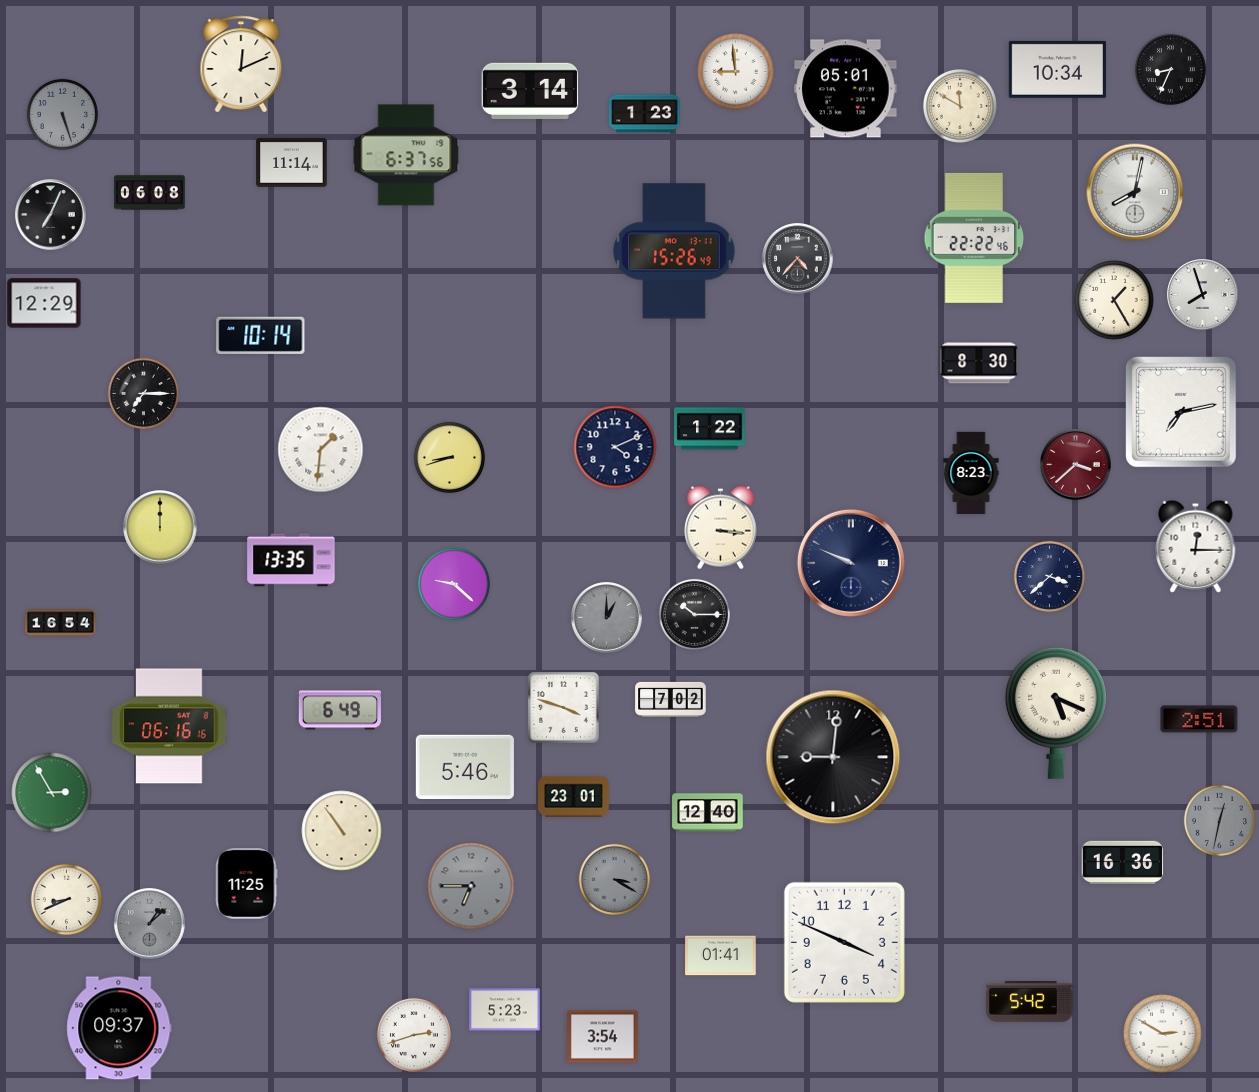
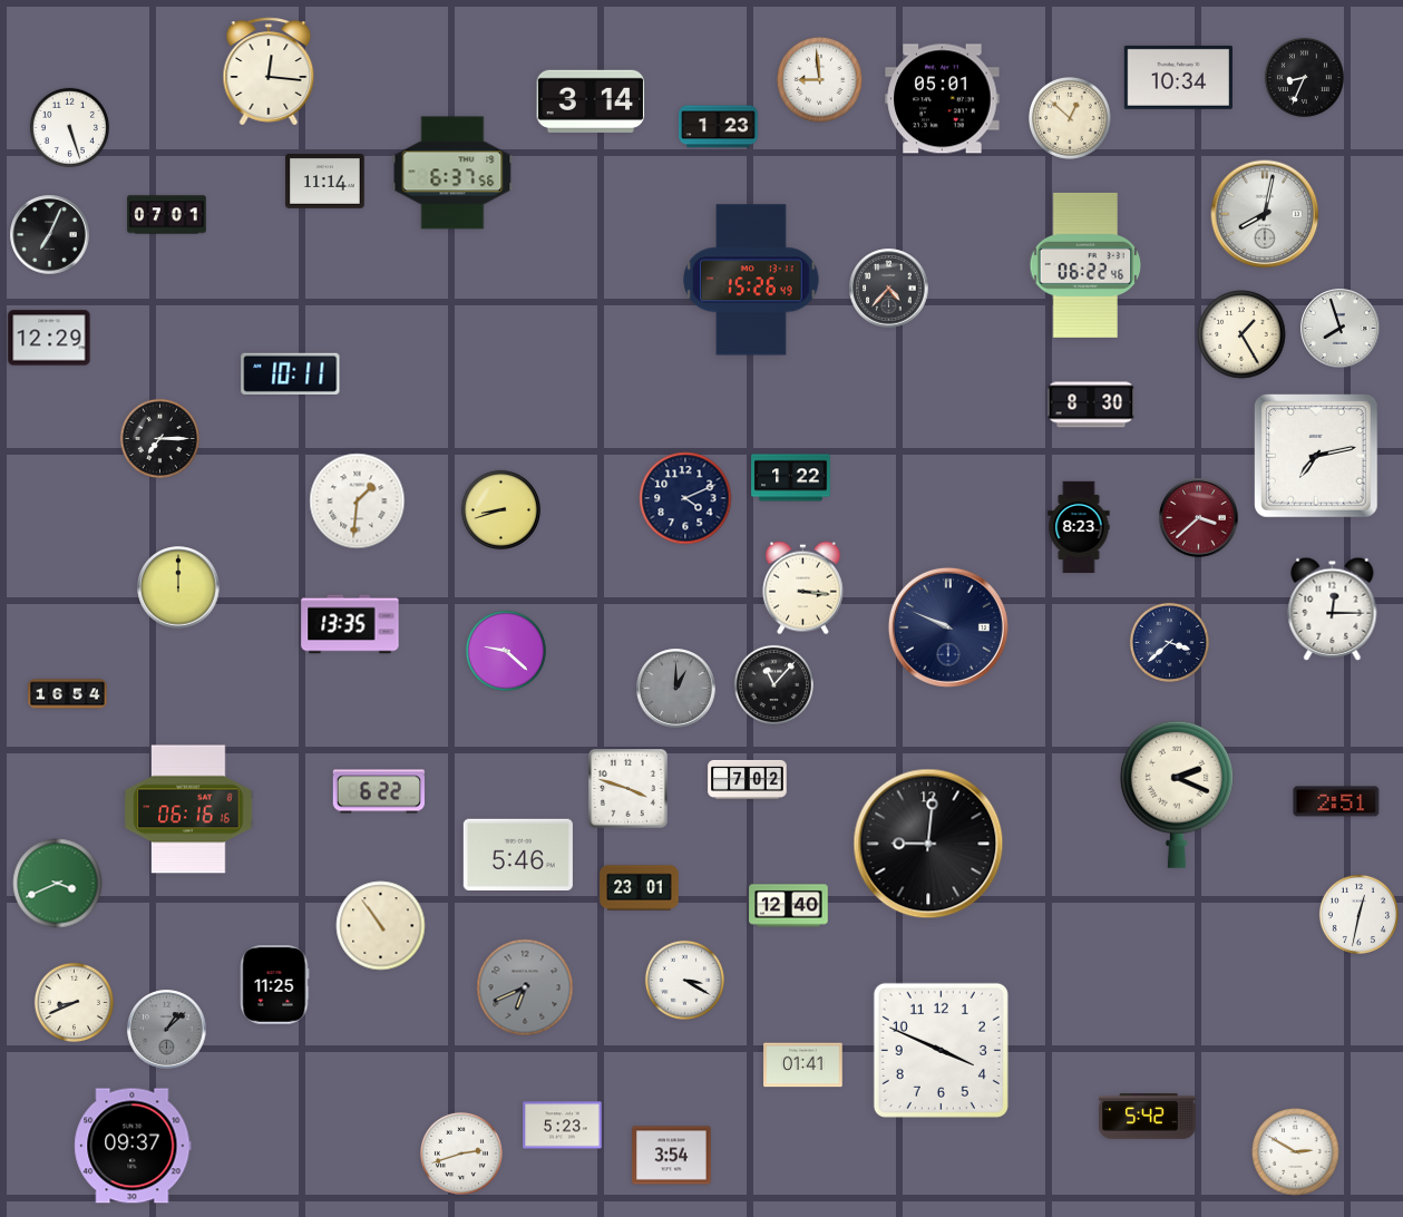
clock at (241, 64): 12:11 -> 12:16
clock at (960, 106): 11:50 -> 12:52
clock at (62, 114) dial: grey -> white
clock at (150, 193): 06:08 -> 07:01
clock at (51, 215) position: (51, 215) -> (50, 235)
clock at (974, 238): 22:22 -> 06:22
clock at (261, 335): 10:14 -> 10:11
clock at (1182, 413) position: (1182, 413) -> (1317, 457)
clock at (971, 473) position: (971, 473) -> (1079, 527)
clock at (291, 560) position: (291, 560) -> (350, 624)
clock at (694, 614): 10:15 -> 11:07
clock at (339, 710): 6:49 -> 6:22
clock at (1056, 713): 5:19 -> 2:19
clock at (52, 793): 2:55 -> 3:41
clock at (1219, 820) dial: grey -> white
clock at (1123, 862): 16:36 -> none
clock at (614, 879) dial: grey -> white
clock at (471, 886): 6:45 -> 6:41
